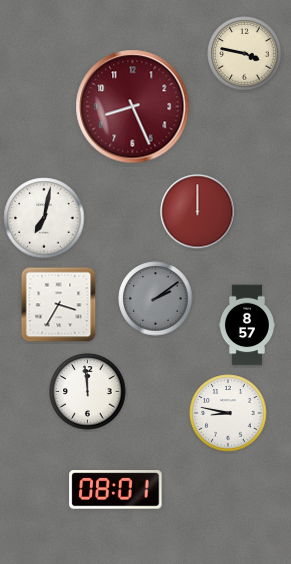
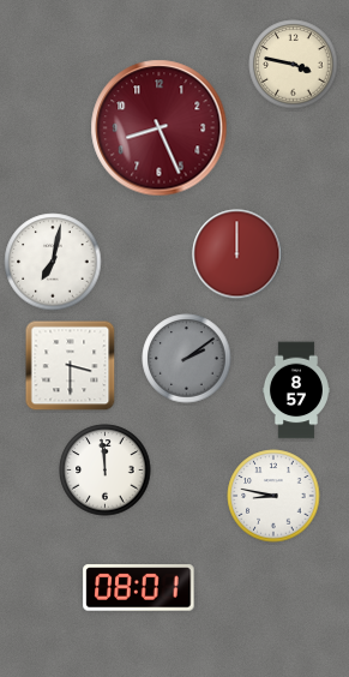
clock at (59, 305): 3:35 -> 3:30
